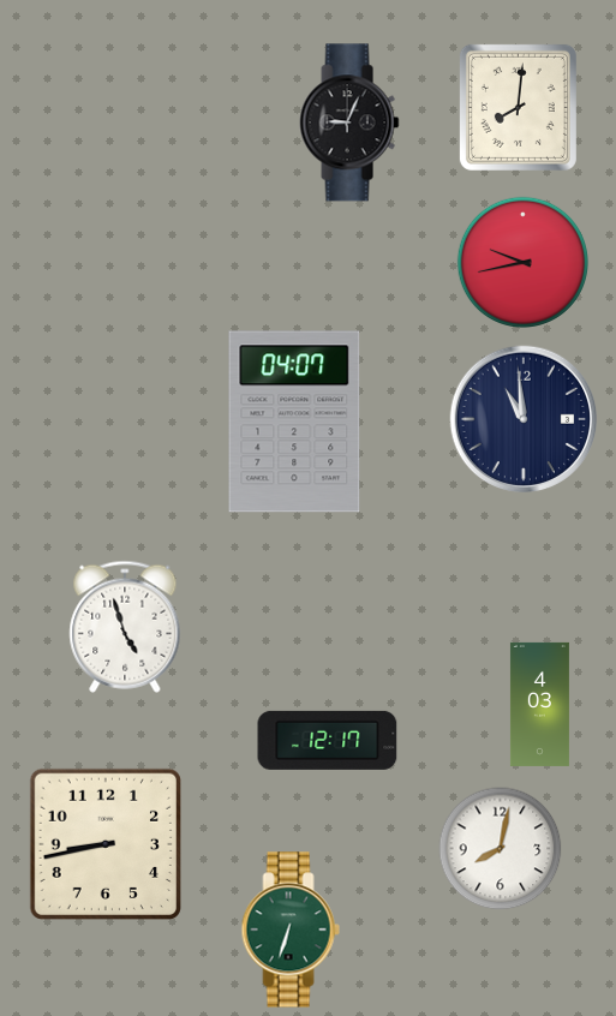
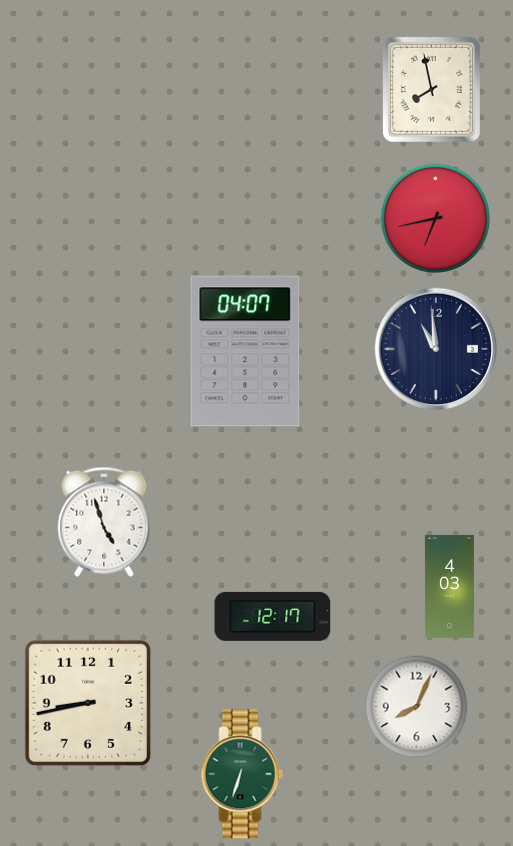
clock at (518, 107): 8:01 -> 7:58
clock at (349, 122): 9:04 -> none
clock at (522, 262): 9:43 -> 6:43
clock at (501, 849): 8:02 -> 8:04
